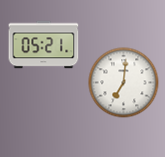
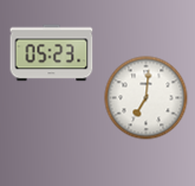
clock at (44, 45): 05:21 -> 05:23
